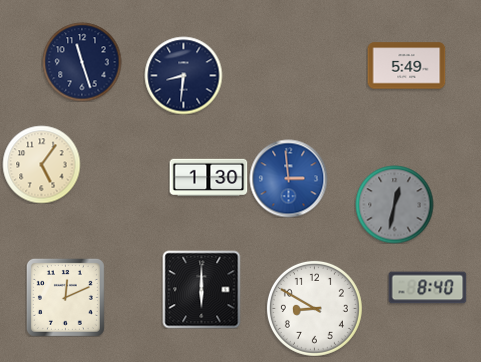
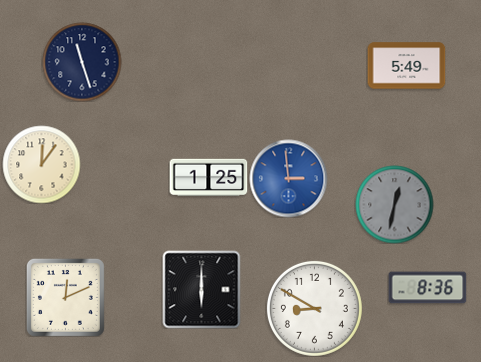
clock at (183, 75): 8:31 -> none
clock at (41, 164): 5:06 -> 12:06
clock at (208, 177): 1:30 -> 1:25
clock at (427, 288): 8:40 -> 8:36
